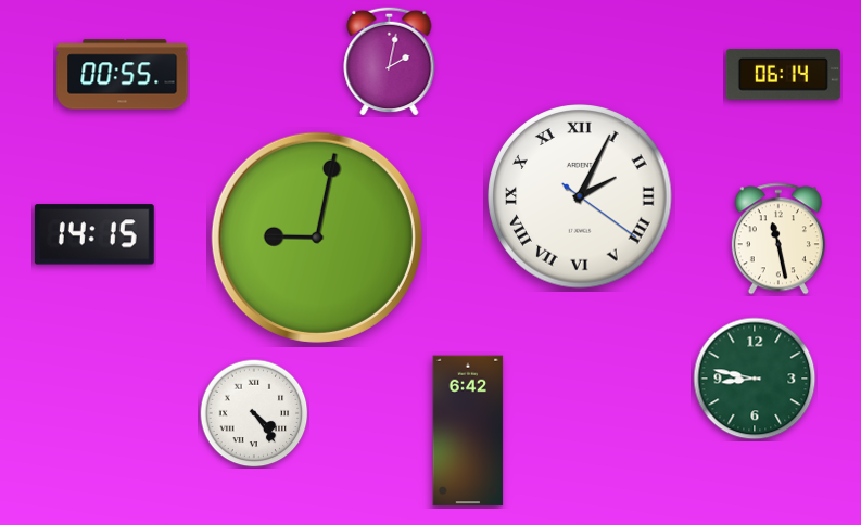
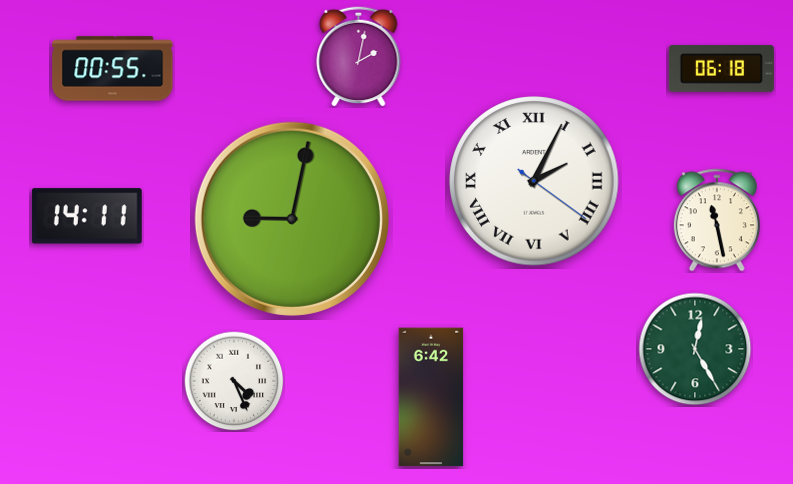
clock at (783, 74): 06:14 -> 06:18
clock at (94, 234): 14:15 -> 14:11
clock at (755, 379): 8:47 -> 12:25
clock at (254, 413): 4:24 -> 4:26
